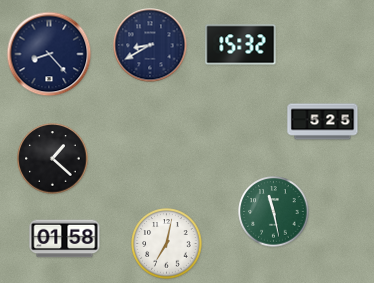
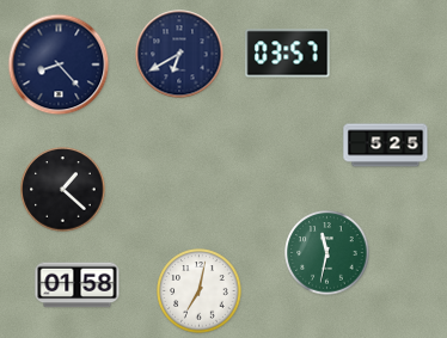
clock at (150, 45): 8:40 -> 6:40
clock at (241, 45): 15:32 -> 03:57
clock at (274, 212): 11:28 -> 11:32
